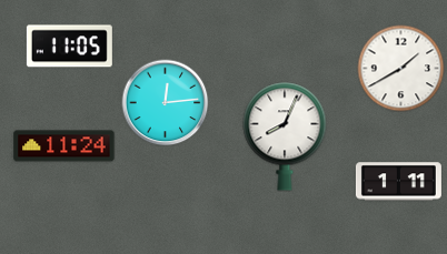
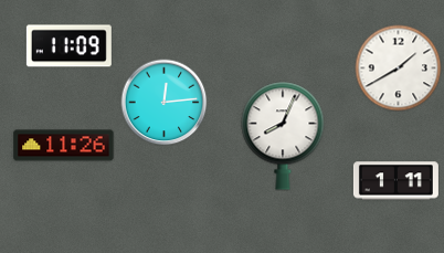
clock at (69, 47): 11:05 -> 11:09
clock at (64, 146): 11:24 -> 11:26
